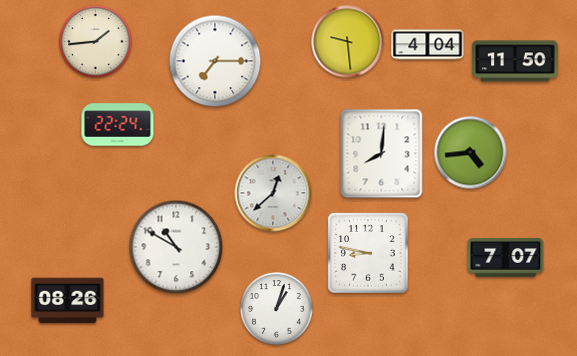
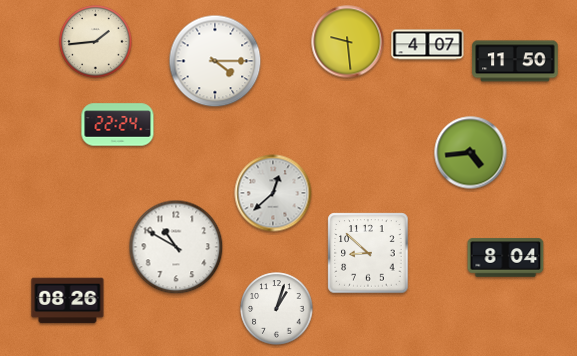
clock at (428, 45): 4:04 -> 4:07
clock at (215, 61): 7:15 -> 4:15
clock at (382, 154): 8:01 -> none
clock at (368, 253): 8:47 -> 8:52
clock at (506, 258): 7:07 -> 8:04
